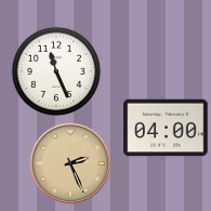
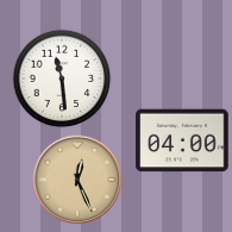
clock at (56, 71): 11:26 -> 11:29
clock at (70, 163): 2:26 -> 12:26
